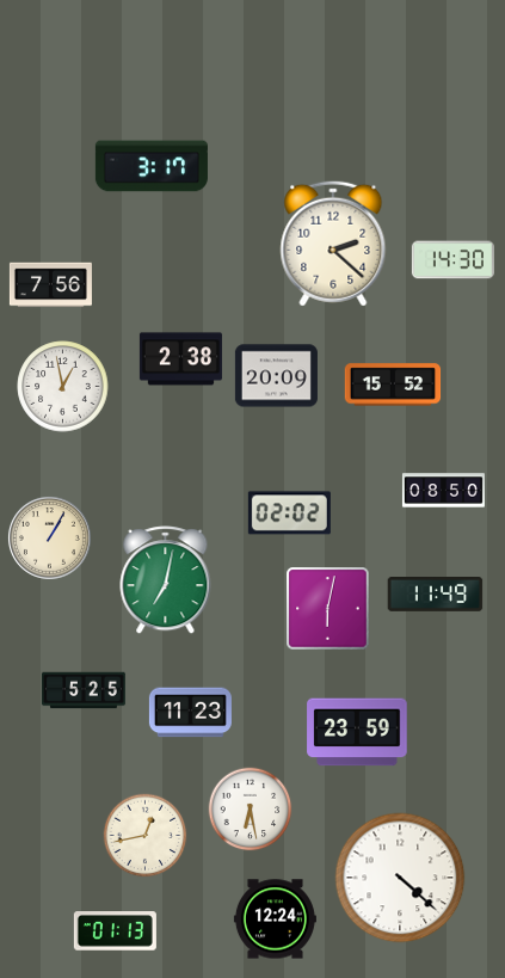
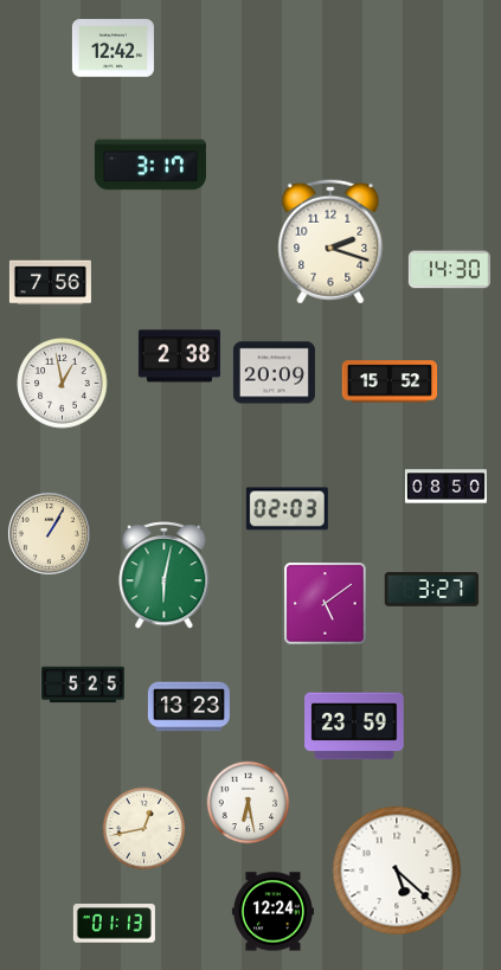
clock at (113, 49): none -> 12:42
clock at (333, 244): 2:22 -> 2:18
clock at (452, 260) position: (452, 260) -> (449, 270)
clock at (443, 491) position: (443, 491) -> (445, 487)
clock at (289, 513): 02:02 -> 02:03
clock at (166, 580): 7:02 -> 6:02
clock at (436, 595): 11:49 -> 3:27
clock at (328, 609): 6:02 -> 5:09
clock at (190, 713): 11:23 -> 13:23
clock at (400, 878): 4:22 -> 5:22
